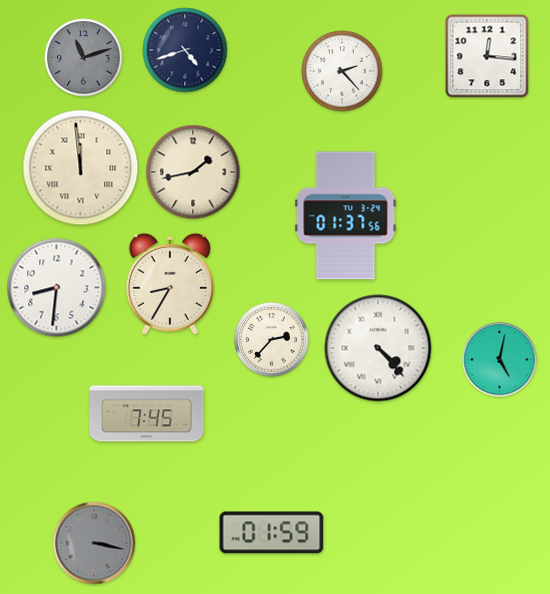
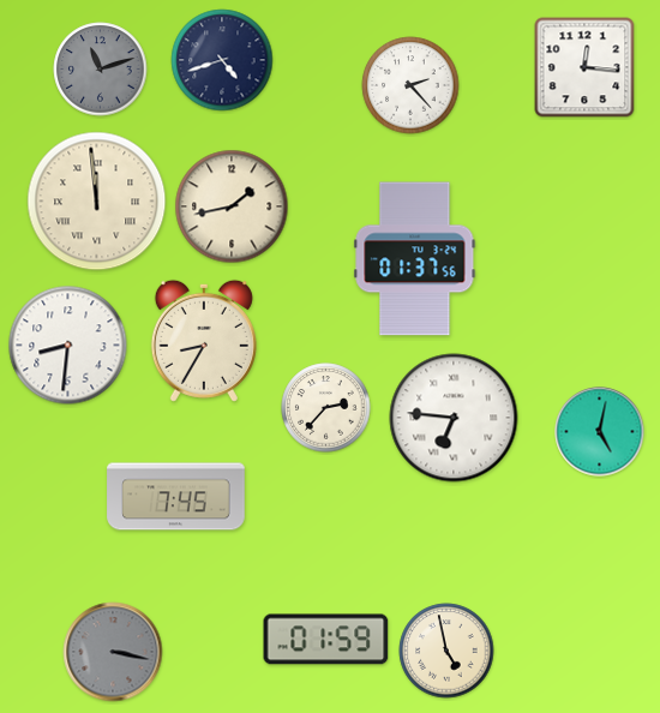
clock at (378, 348): 4:23 -> 6:46
clock at (446, 651): none -> 4:58
